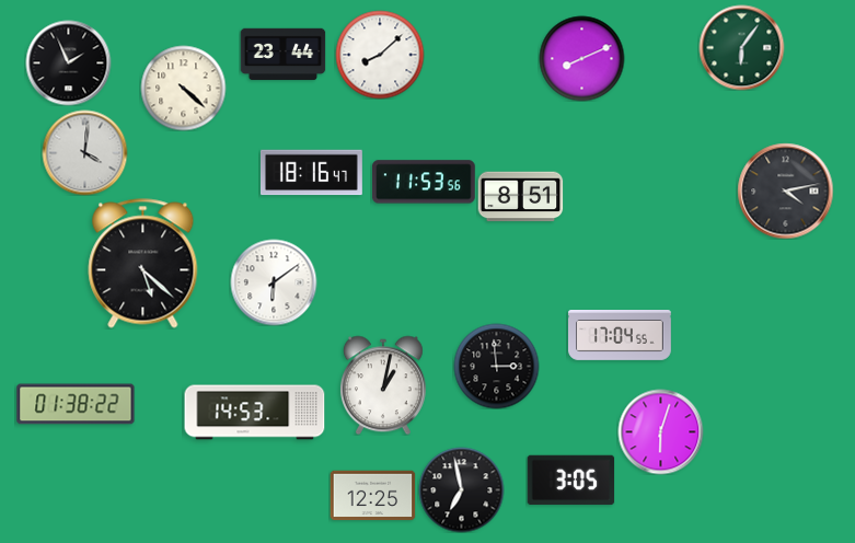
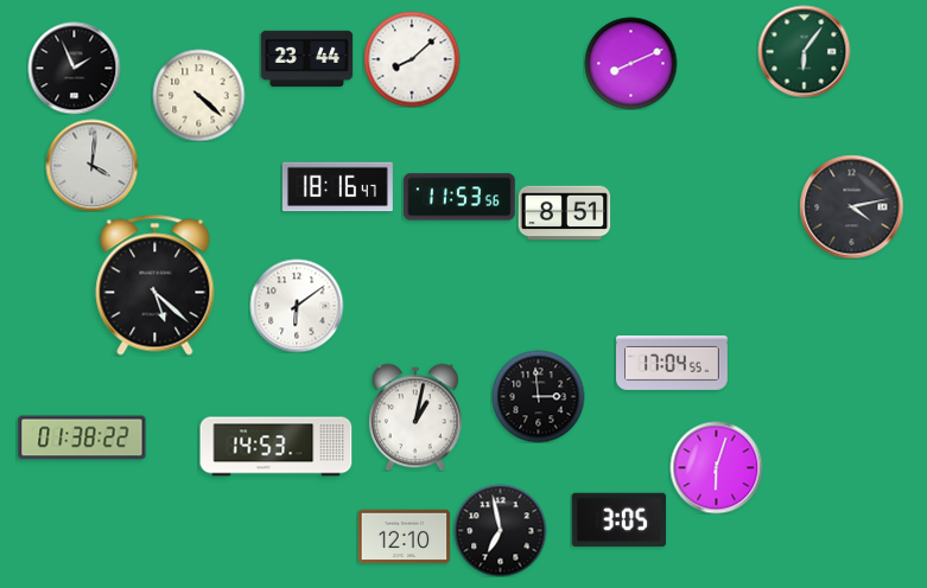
clock at (372, 496): 12:25 -> 12:10
